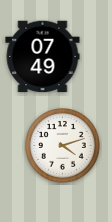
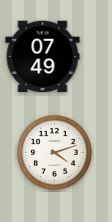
clock at (63, 146) position: (63, 146) -> (55, 153)
